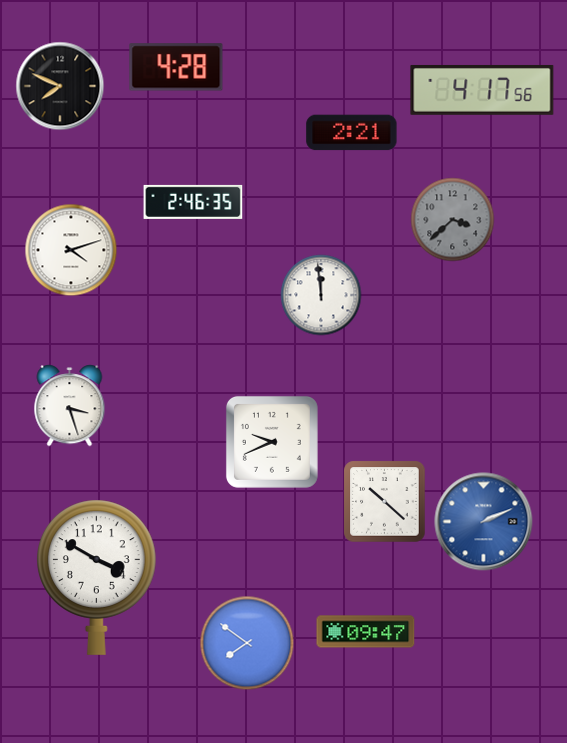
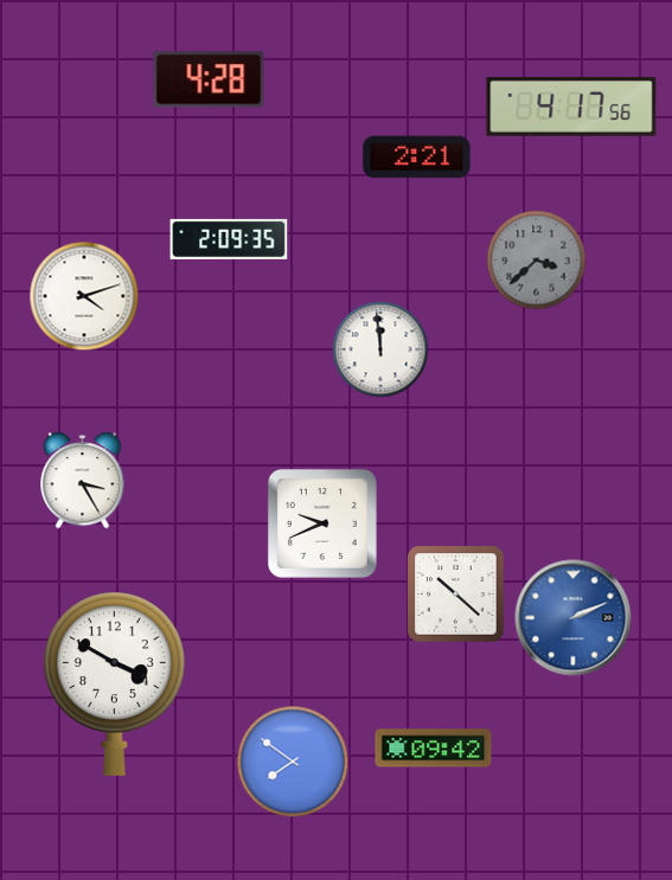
clock at (60, 86): 7:49 -> none
clock at (193, 202): 2:46 -> 2:09
clock at (70, 406): 3:27 -> 3:25
clock at (366, 632): 09:47 -> 09:42
